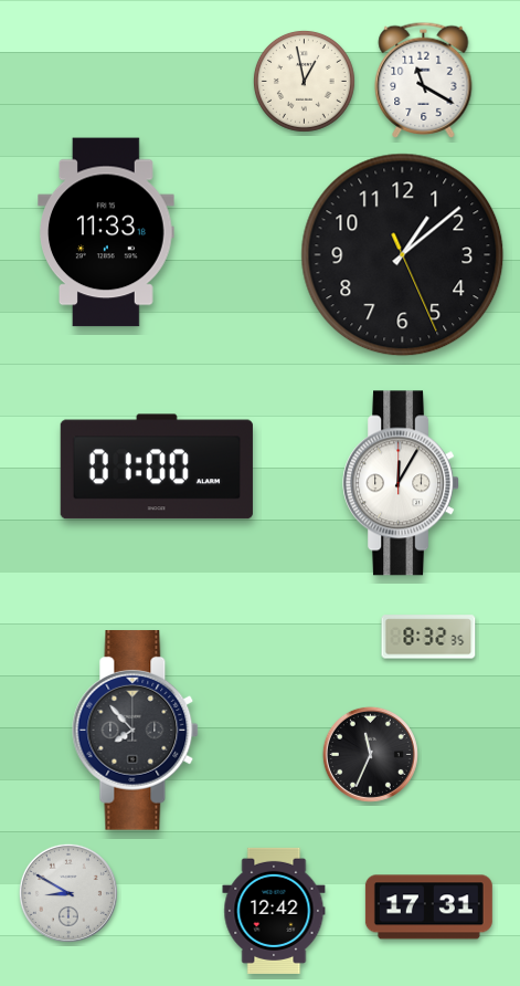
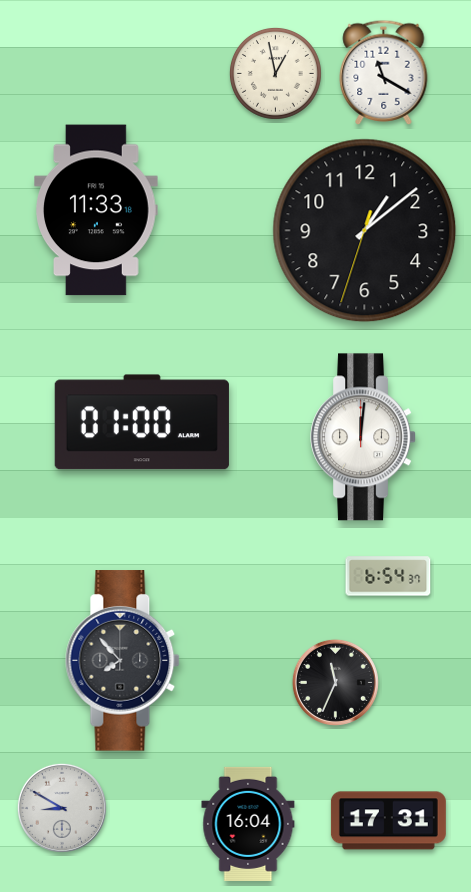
clock at (403, 255): 1:08:26 -> 1:08:33
clock at (402, 483): 12:05 -> 12:01
clock at (428, 637): 8:32 -> 6:54
clock at (274, 911): 12:42 -> 16:04
